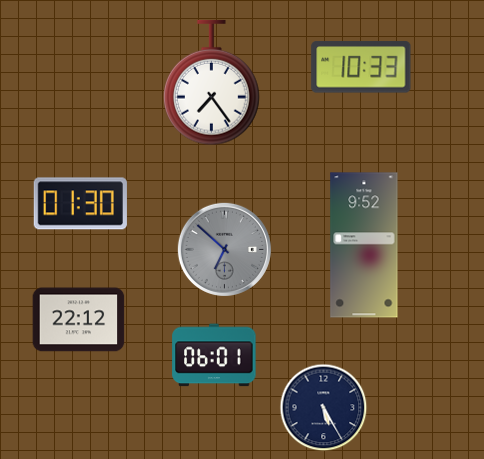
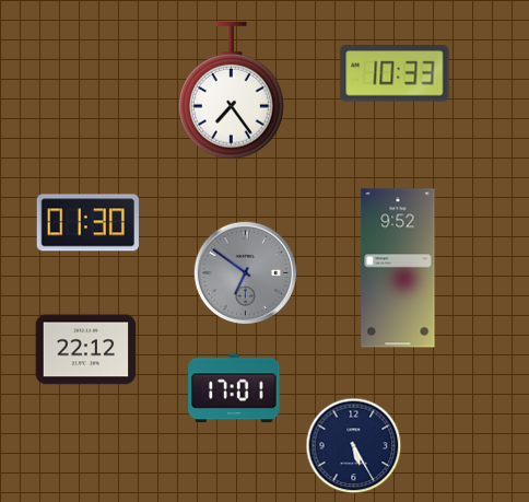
clock at (224, 249): 6:52 -> 6:51
clock at (214, 355): 06:01 -> 17:01
